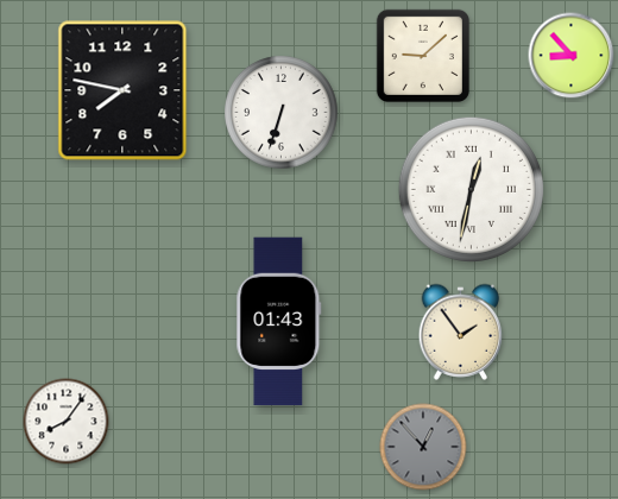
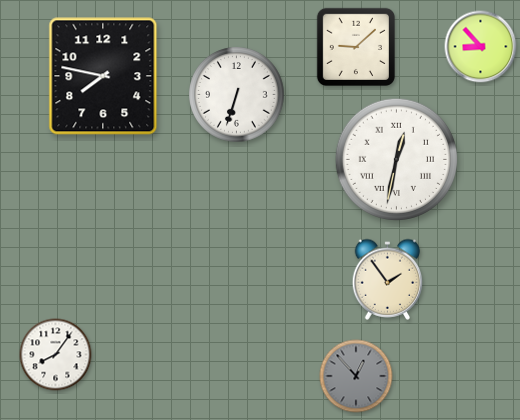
clock at (279, 322): 01:43 -> none
